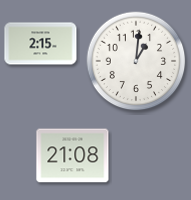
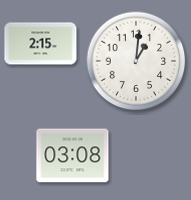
clock at (73, 156): 21:08 -> 03:08
